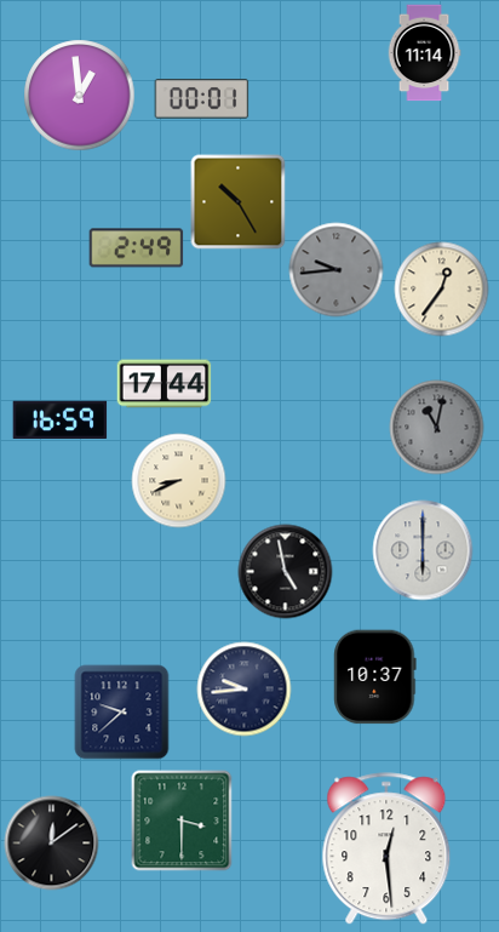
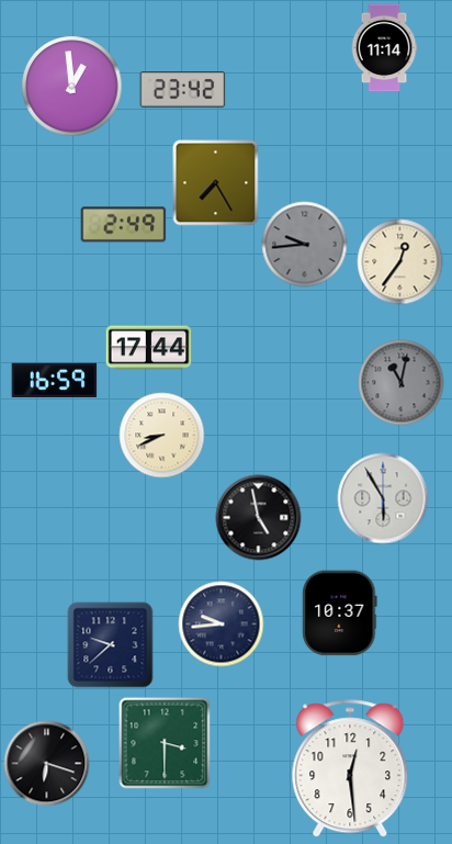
clock at (201, 99): 00:01 -> 23:42
clock at (237, 201): 10:25 -> 7:25
clock at (436, 427) position: (436, 427) -> (400, 382)
clock at (423, 550): 6:00 -> 5:55
clock at (51, 842): 12:09 -> 6:18
